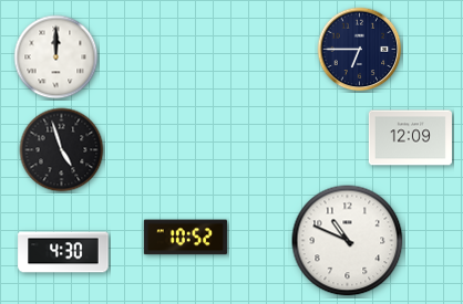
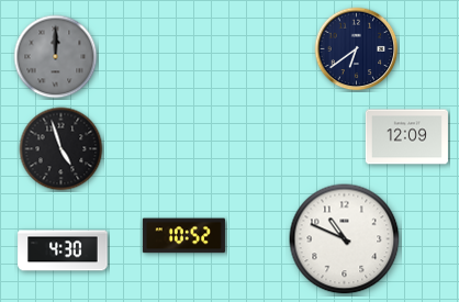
clock at (360, 50): 6:45 -> 6:39
clock at (56, 57) dial: white -> grey
